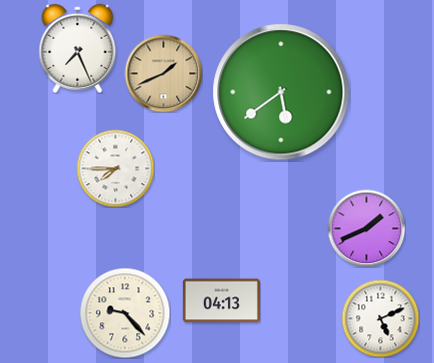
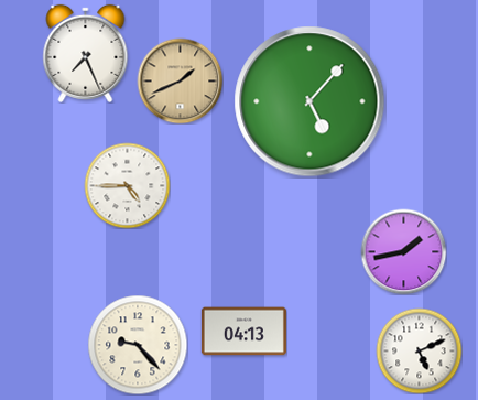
clock at (281, 92): 5:39 -> 5:07
clock at (115, 168): 7:45 -> 4:45
clock at (366, 228): 1:41 -> 1:43
